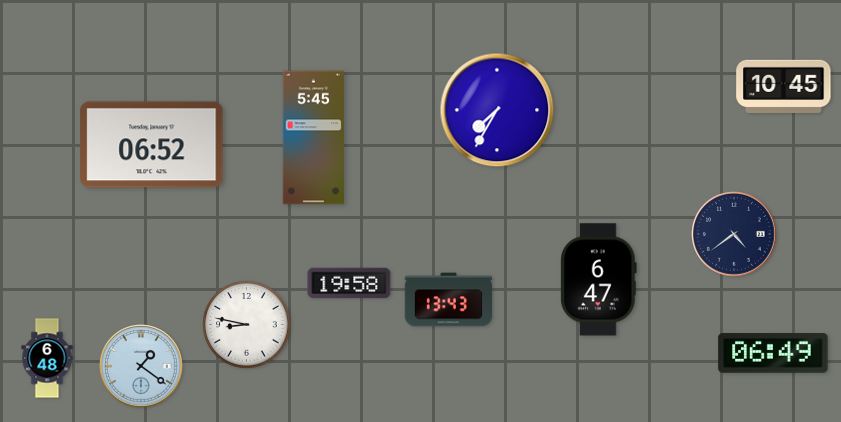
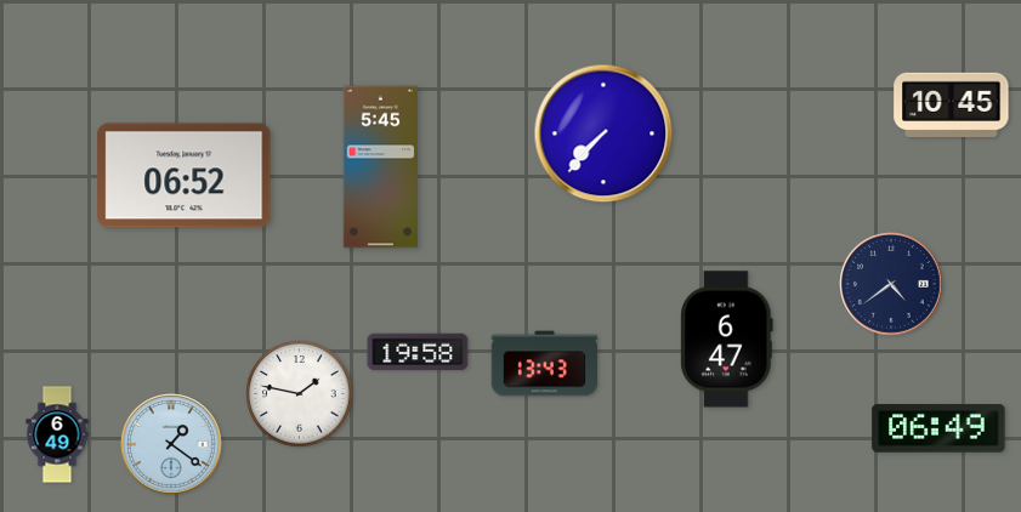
clock at (497, 110): 7:35 -> 7:37
clock at (349, 283) position: (349, 283) -> (418, 352)
clock at (247, 325): 8:47 -> 1:47
clock at (47, 358): 6:48 -> 6:49
